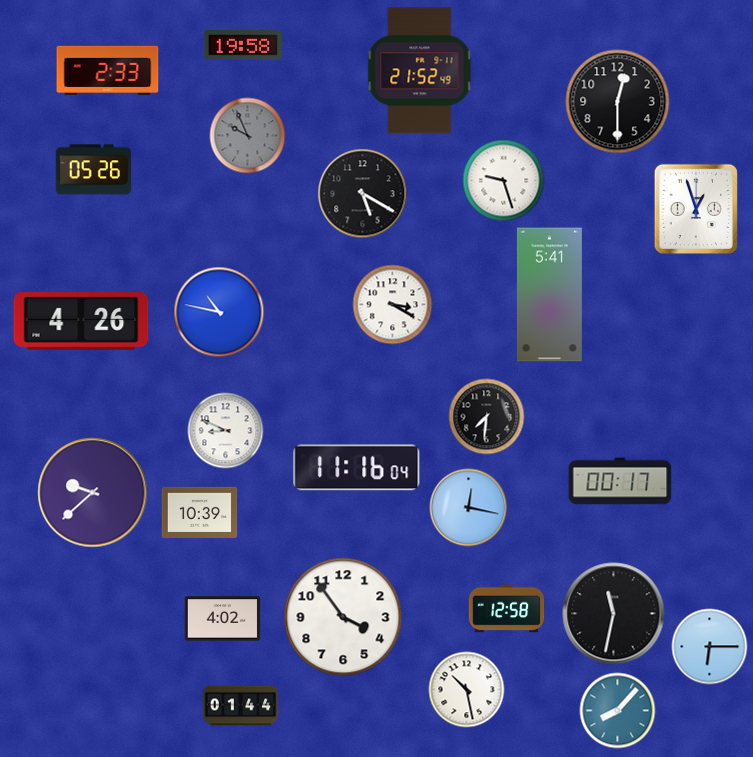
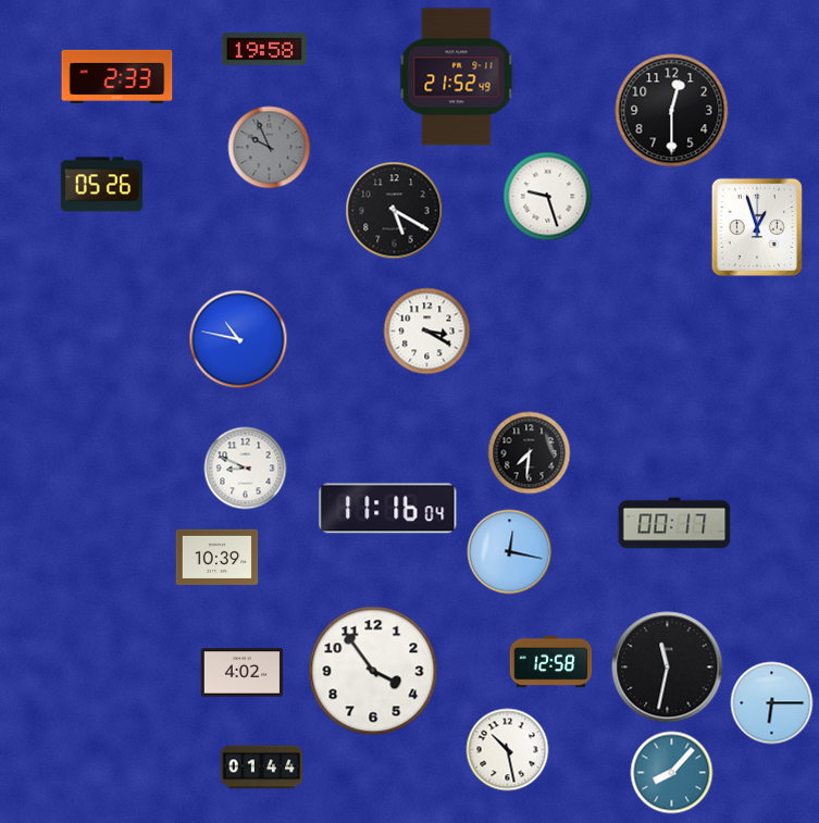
clock at (549, 295): 5:41 -> none
clock at (81, 321): 4:26 -> none
clock at (93, 493): 9:38 -> none
